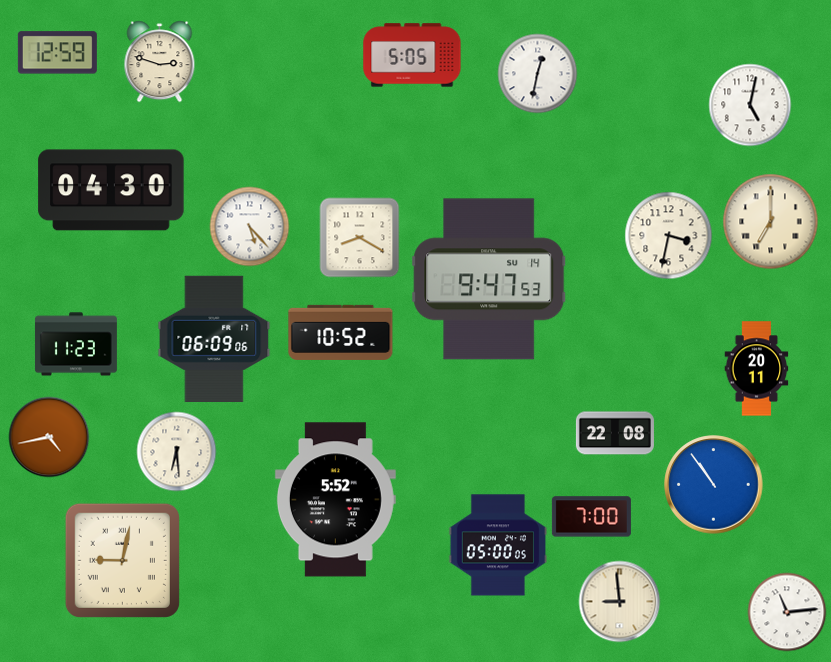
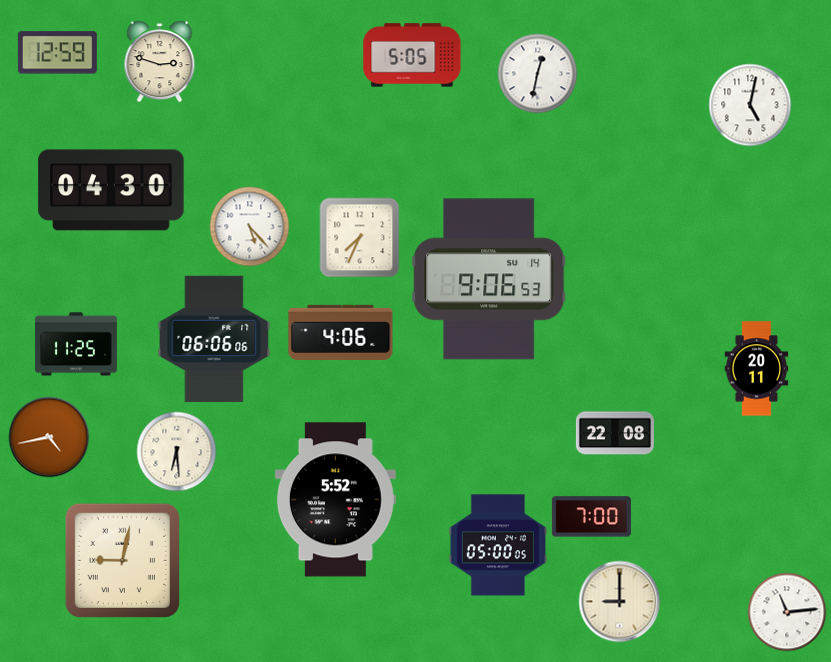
clock at (770, 221): 7:00 -> none
clock at (668, 235): 3:32 -> none
clock at (359, 237): 8:20 -> 7:34
clock at (489, 279): 9:47 -> 9:06
clock at (341, 332): 10:52 -> 4:06
clock at (214, 339): 06:09 -> 06:06
clock at (76, 344): 11:23 -> 11:25
clock at (714, 485): 10:54 -> none
clock at (619, 601): 8:59 -> 9:00
